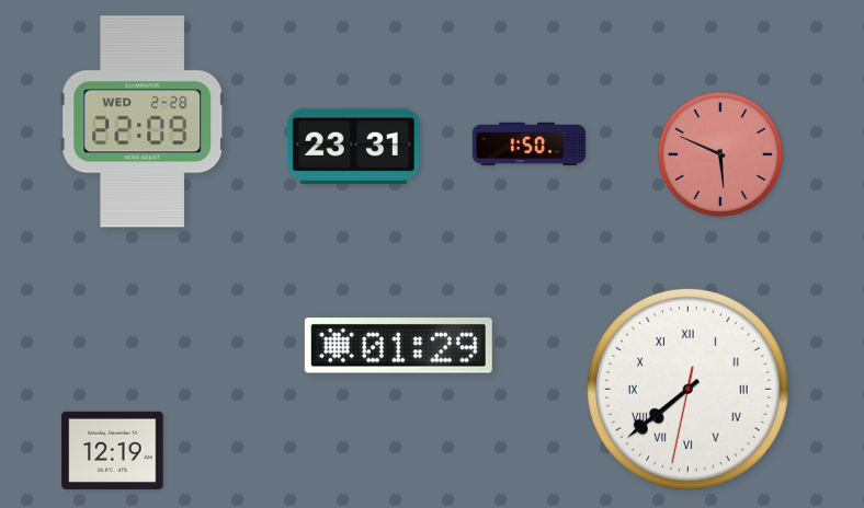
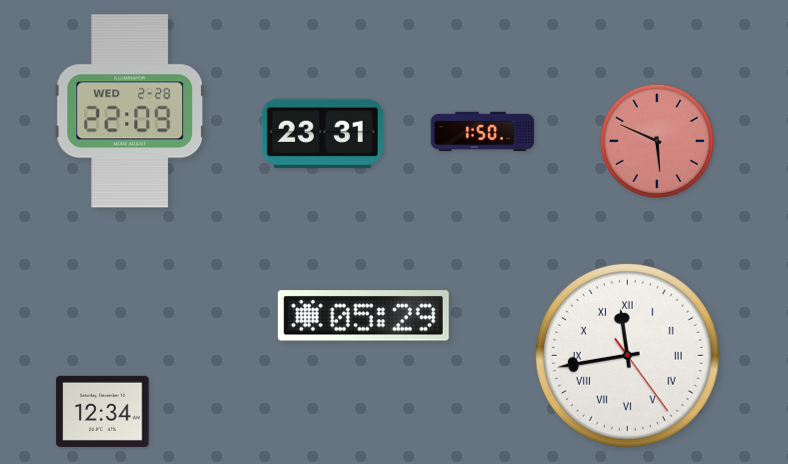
clock at (398, 346): 01:29 -> 05:29
clock at (687, 389): 7:38 -> 11:43
clock at (113, 450): 12:19 -> 12:34
